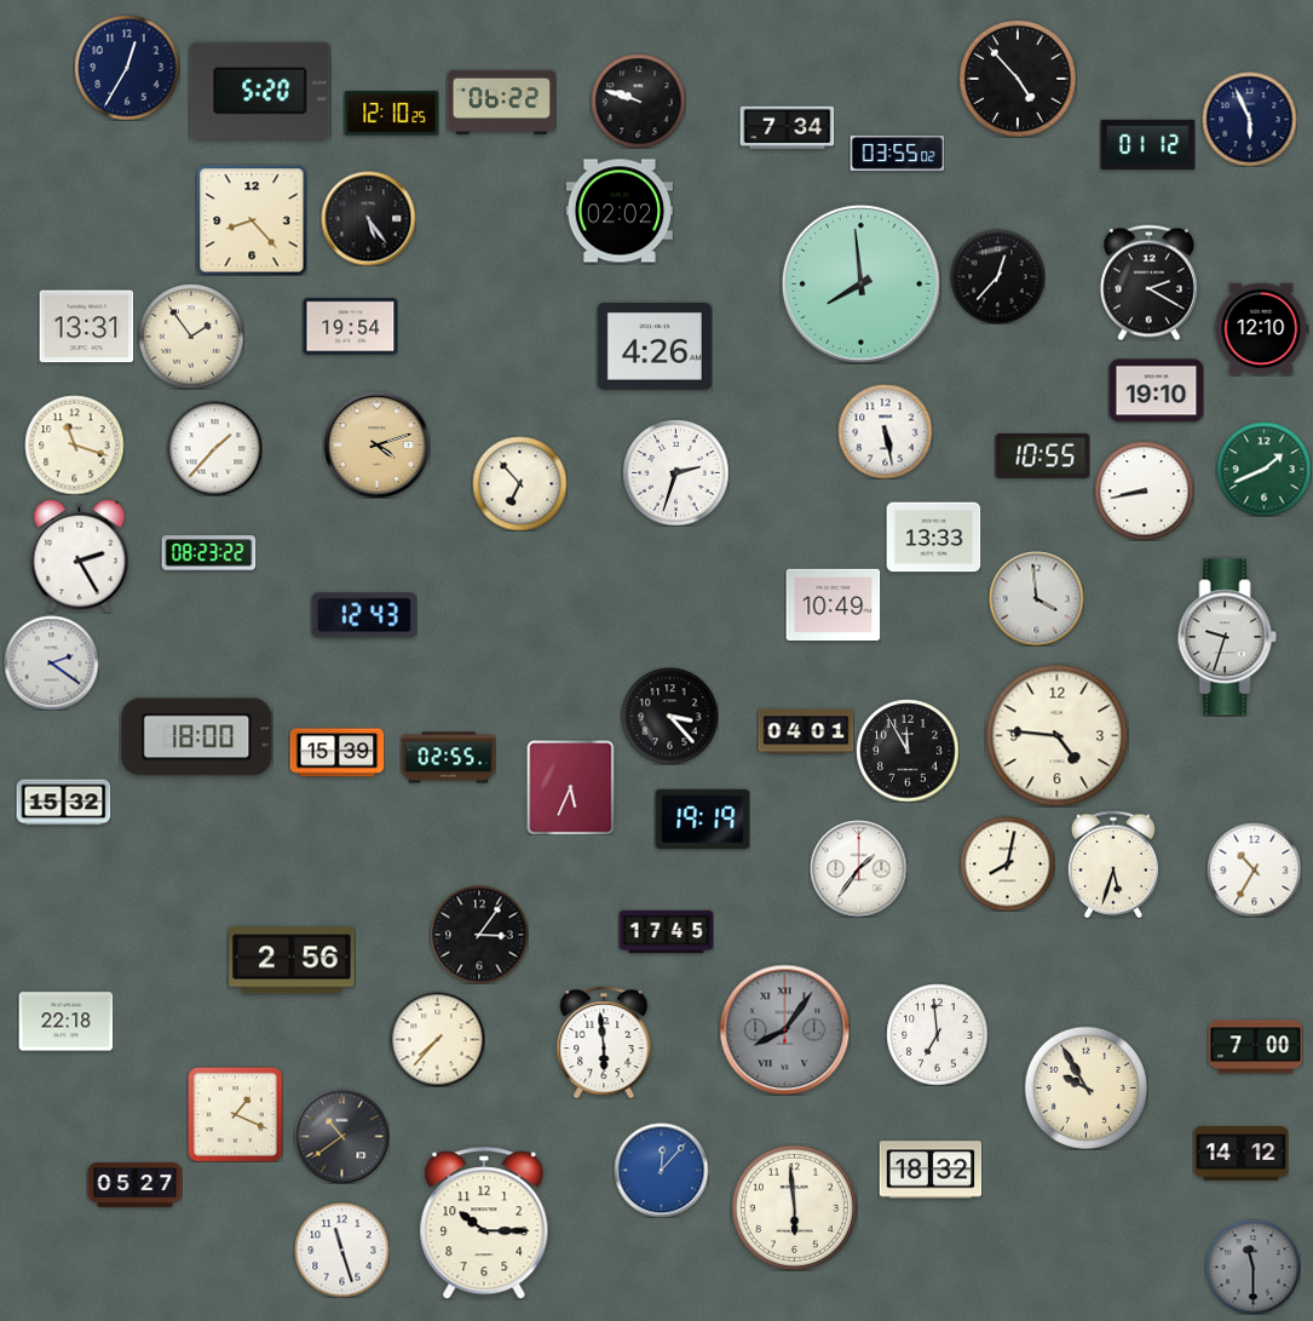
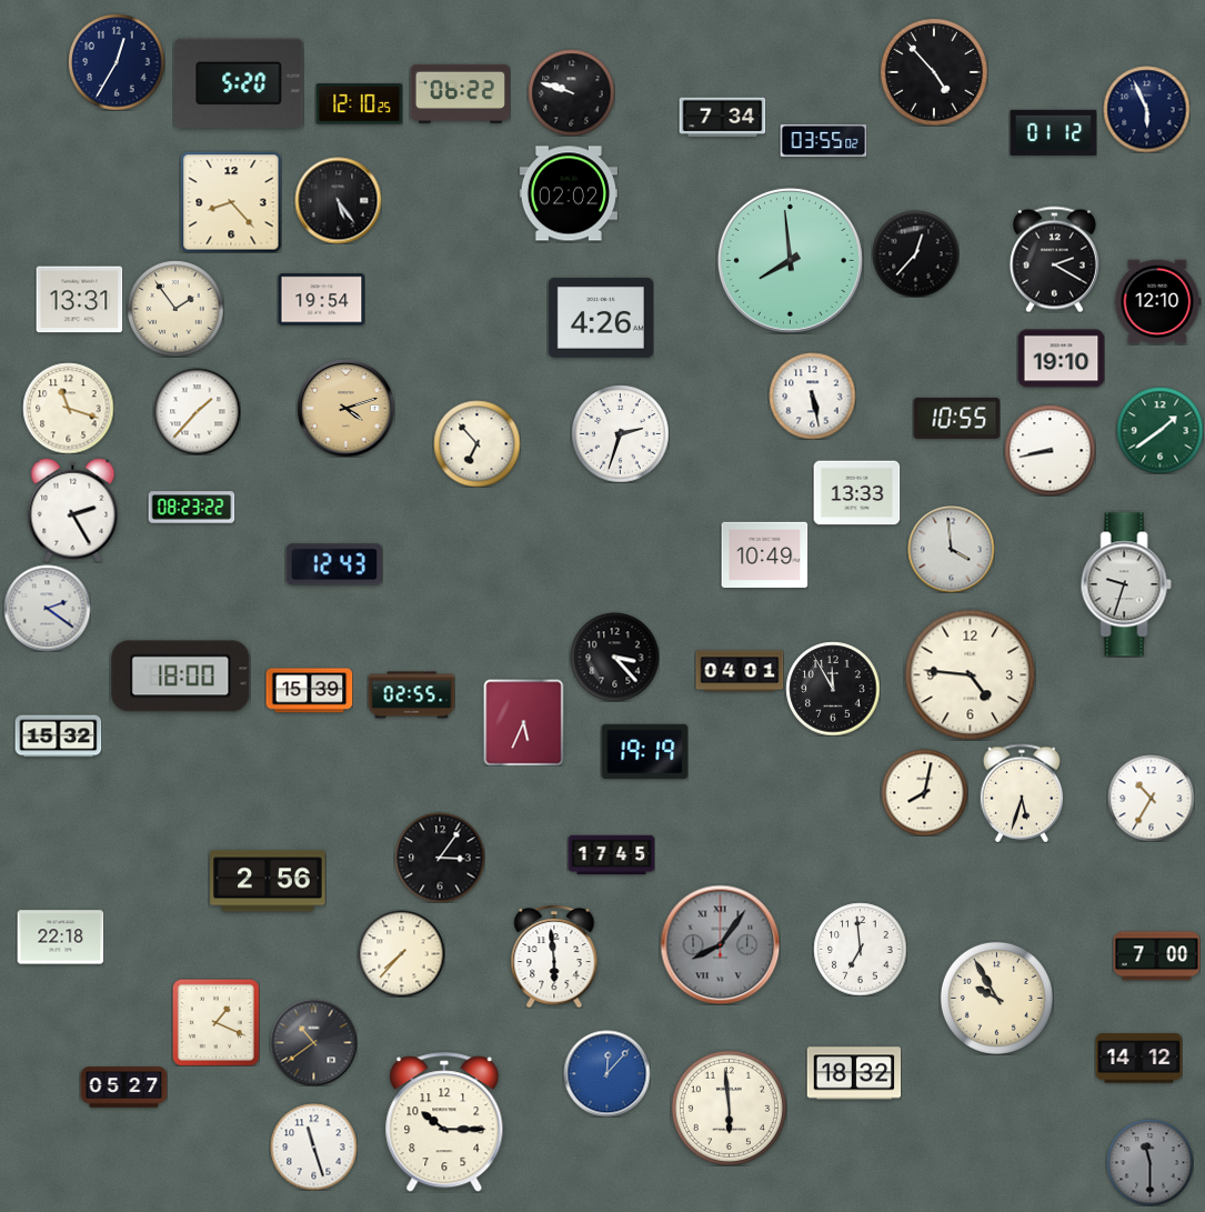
clock at (638, 100) position: (638, 100) -> (571, 92)
clock at (1263, 469): 1:41 -> 1:39
clock at (858, 868): 1:36 -> none
clock at (1255, 1047) position: (1255, 1047) -> (1156, 956)
